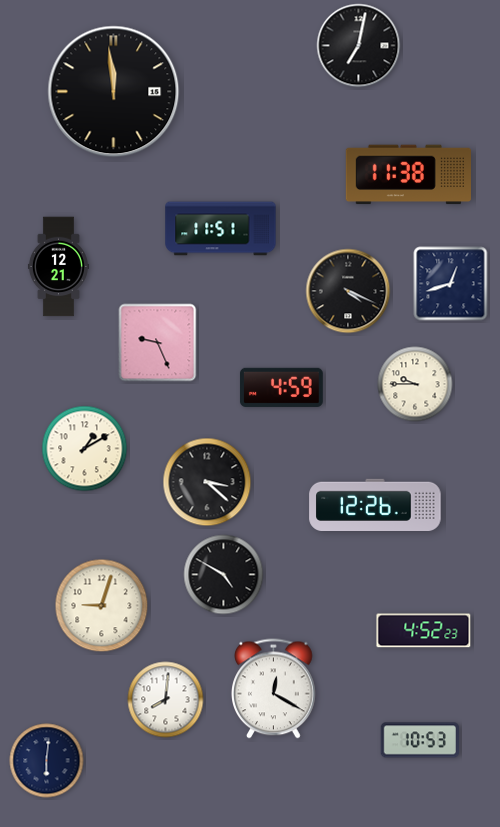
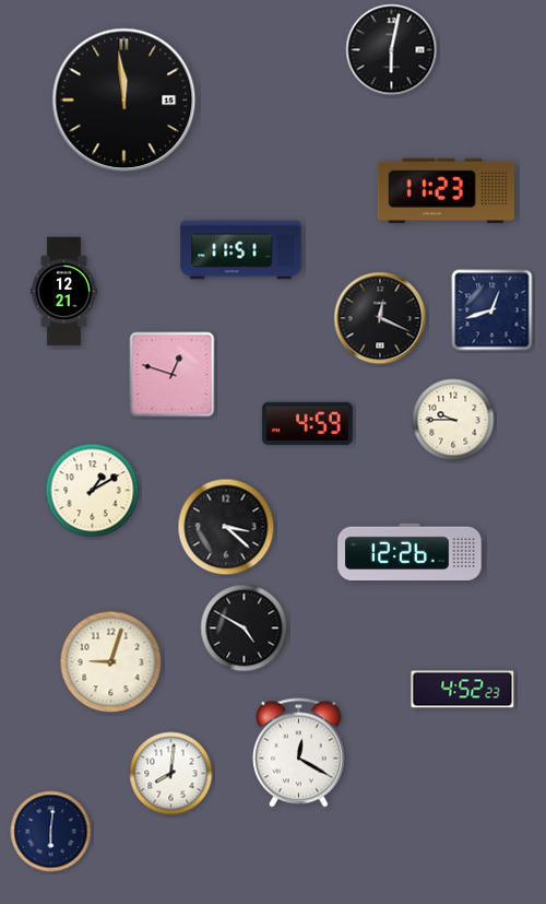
clock at (359, 46): 7:02 -> 6:02
clock at (408, 175): 11:38 -> 11:23
clock at (348, 291): 4:19 -> 12:19
clock at (158, 343): 9:26 -> 12:48
clock at (166, 700) position: (166, 700) -> (171, 774)
clock at (419, 740): 10:53 -> none
